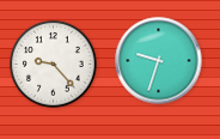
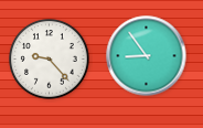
clock at (159, 61): 9:33 -> 8:54
